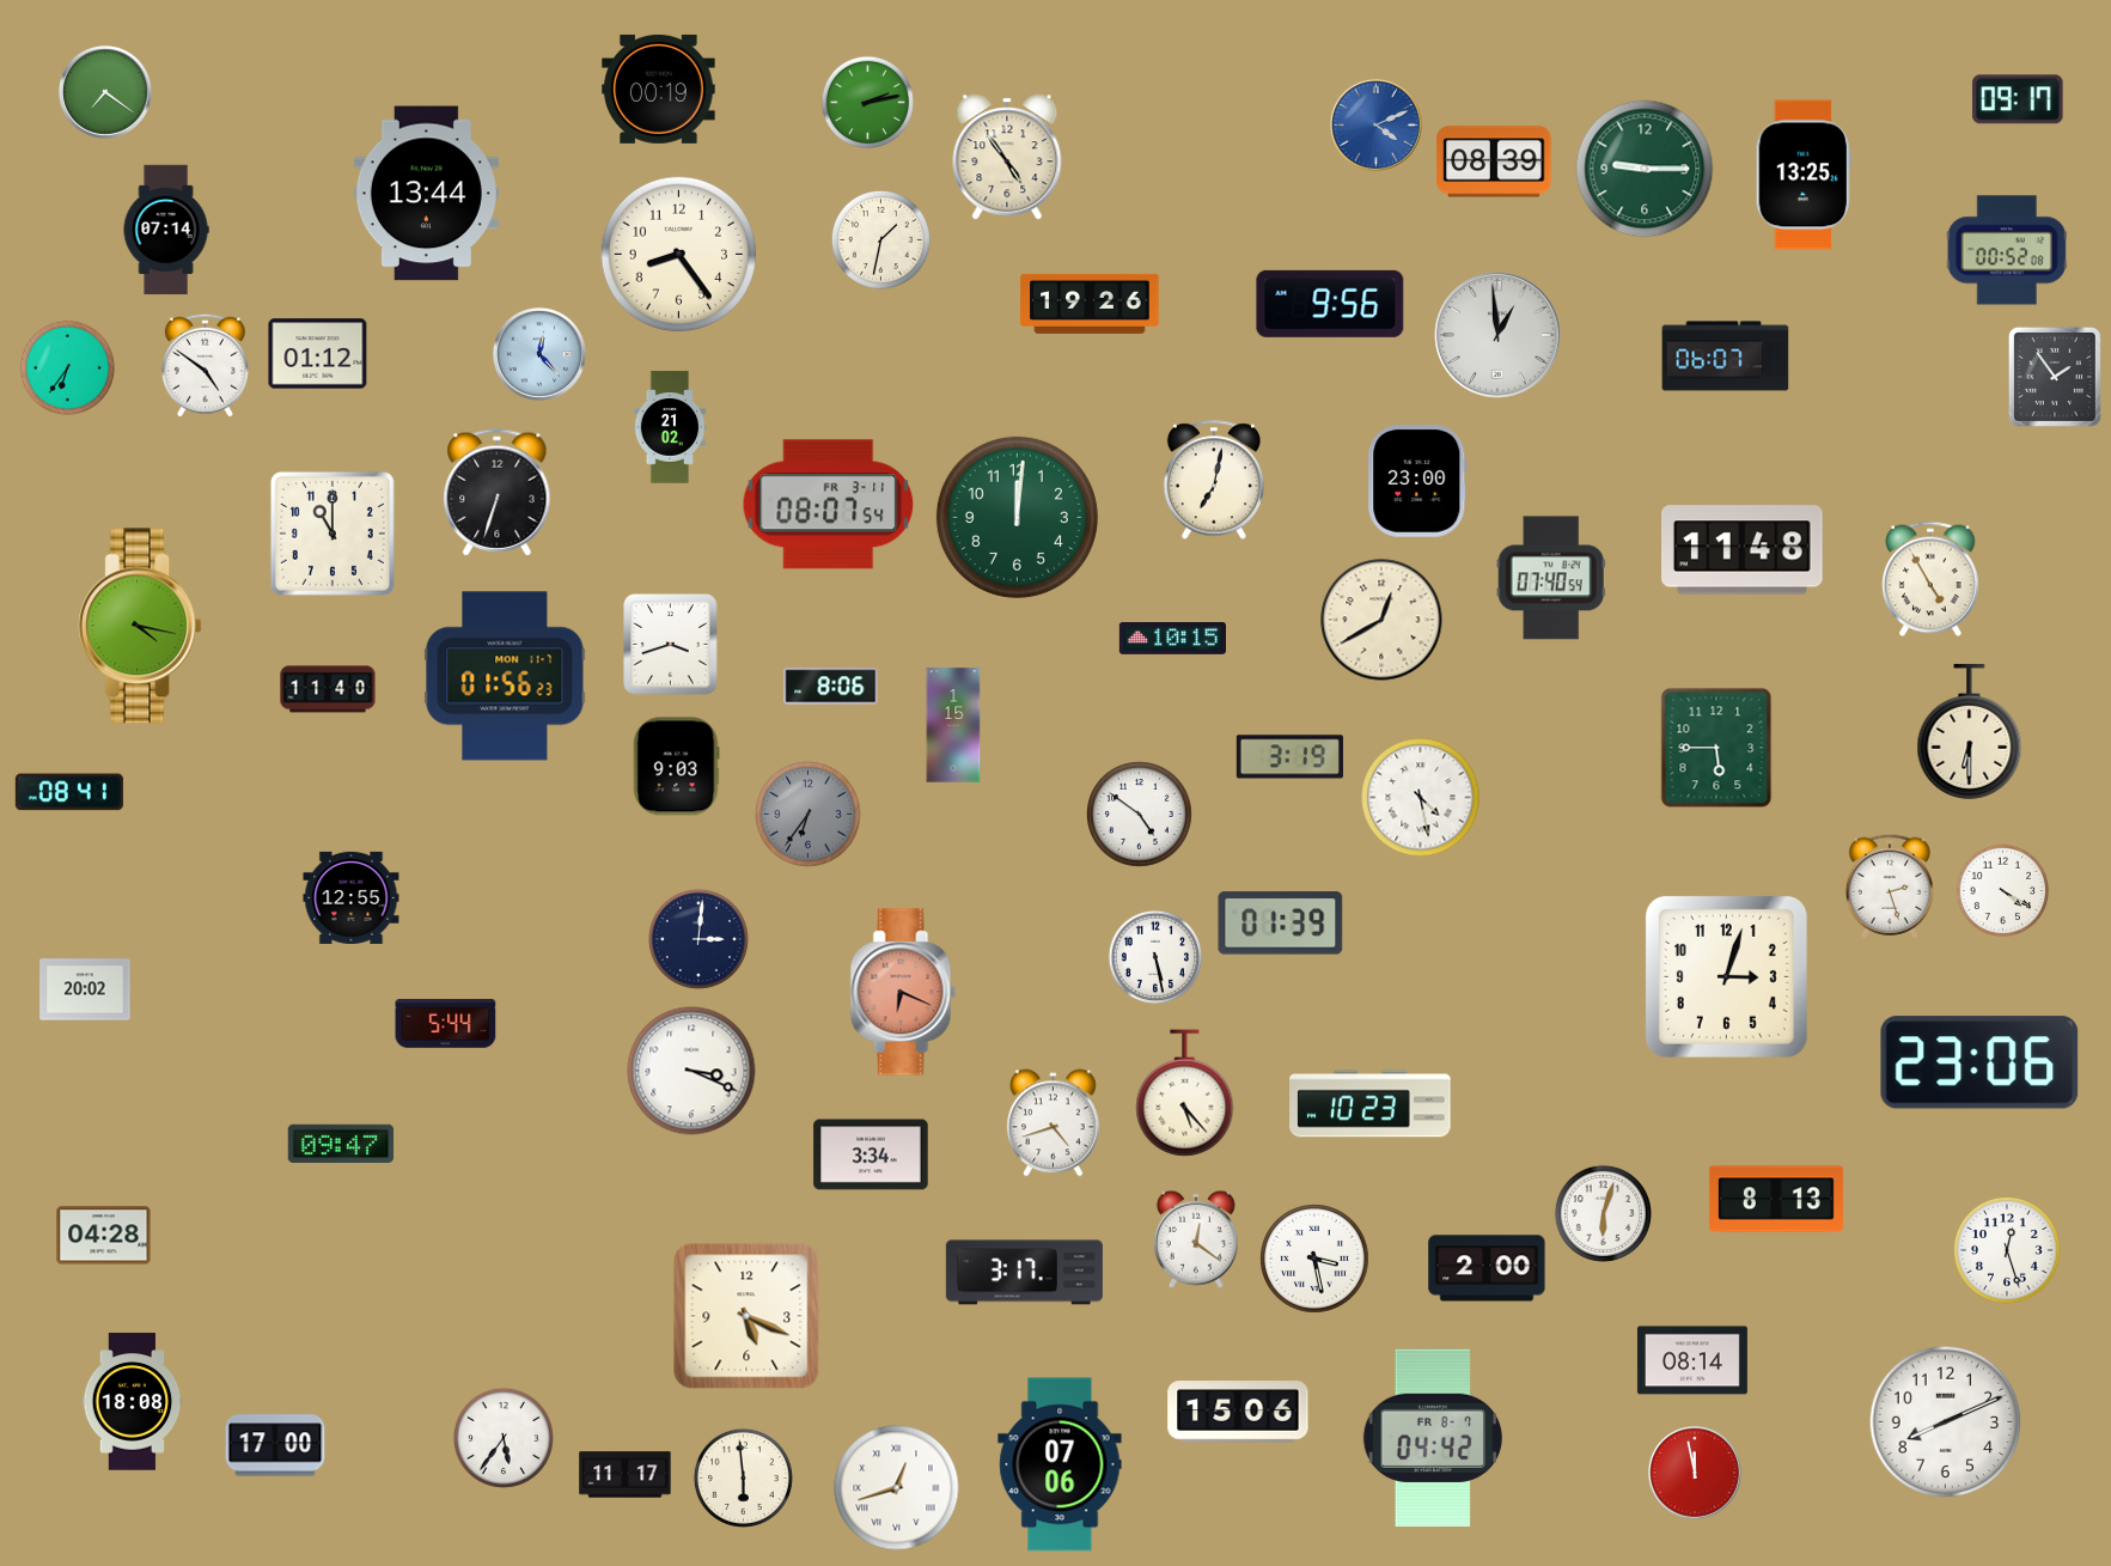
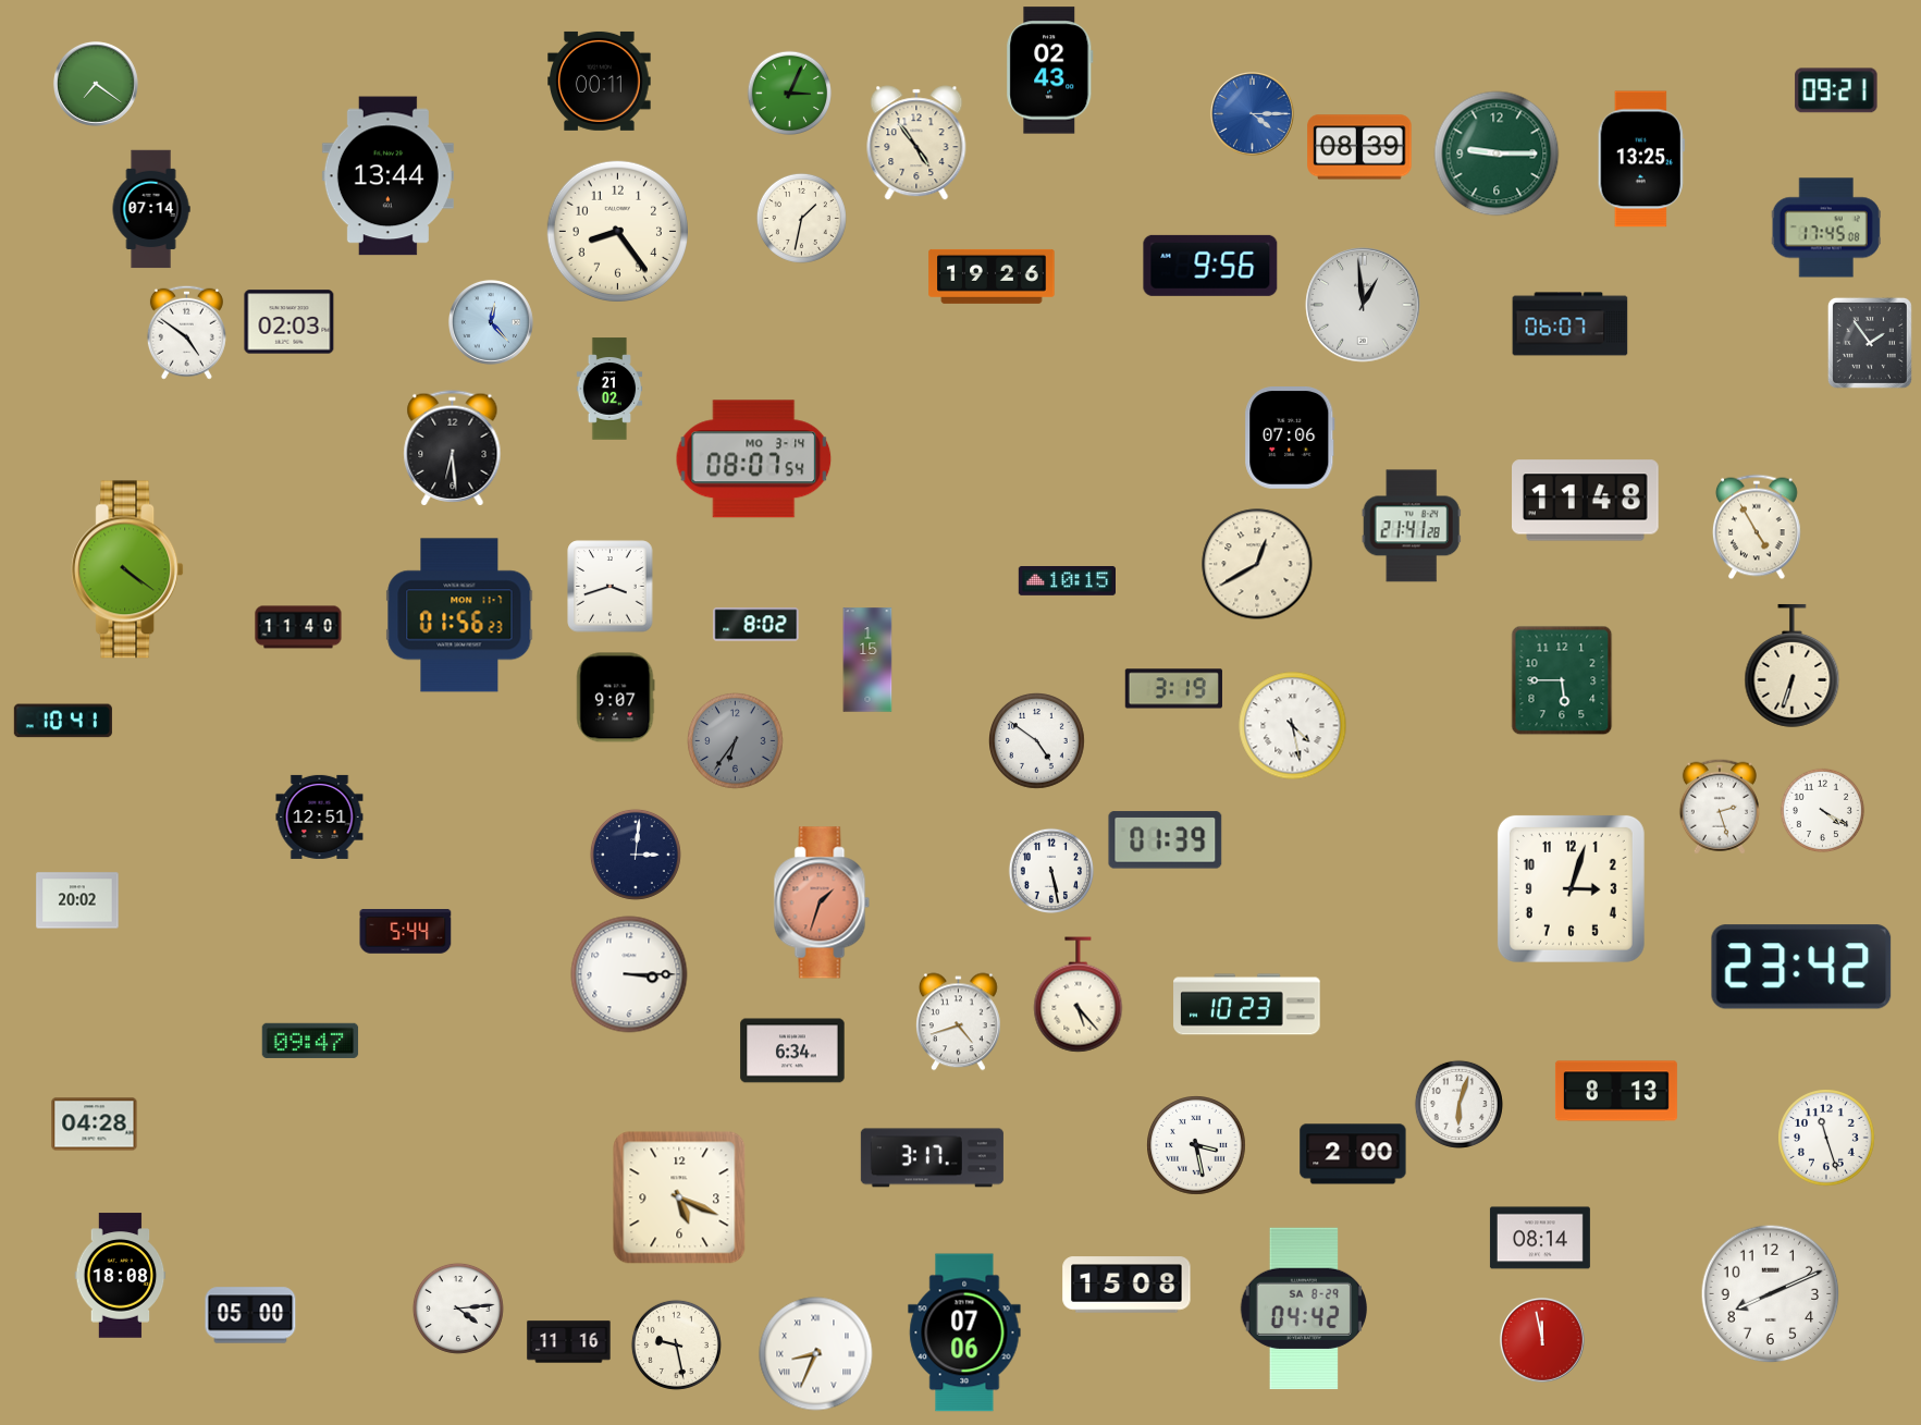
clock at (1050, 71): none -> 02:43
clock at (659, 89): 00:19 -> 00:11
clock at (2018, 99): 09:17 -> 09:21
clock at (868, 103): 2:13 -> 3:04
clock at (1375, 124): 4:11 -> 4:15
clock at (2007, 250): 00:52 -> 17:45
clock at (1330, 304) position: (1330, 304) -> (1210, 266)
clock at (318, 354): 01:12 -> 02:03
clock at (67, 367): 6:36 -> none
clock at (1213, 480): 7:02 -> none
clock at (1417, 482): 23:00 -> 07:06
clock at (498, 493): 6:33 -> 6:29
clock at (829, 505) date: FR 3-11 -> MO 3-14
clock at (1017, 517): 12:01 -> none
clock at (332, 534): 11:00 -> none
clock at (1551, 578): 07:40 -> 21:41
clock at (140, 626): 4:17 -> 4:21
clock at (831, 687): 8:06 -> 8:02
clock at (1970, 731): 6:30 -> 6:33
clock at (677, 767): 9:03 -> 9:07
clock at (69, 792): 08:41 -> 10:41
clock at (352, 897): 12:55 -> 12:51
clock at (903, 992): 6:19 -> 1:33
clock at (1979, 1062): 23:06 -> 23:42
clock at (691, 1071): 3:19 -> 3:15
clock at (871, 1154): 3:34 -> 6:34
clock at (1196, 1239): 12:21 -> none
clock at (2007, 1250): 12:27 -> 11:27
clock at (1238, 1412): 15:06 -> 15:08
clock at (504, 1438): 5:36 -> 4:14
clock at (1432, 1438) date: FR 8-7 -> SA 8-29
clock at (275, 1445): 17:00 -> 05:00
clock at (626, 1475): 11:17 -> 11:16
clock at (743, 1477): 5:59 -> 9:28
clock at (897, 1488): 12:42 -> 8:34
